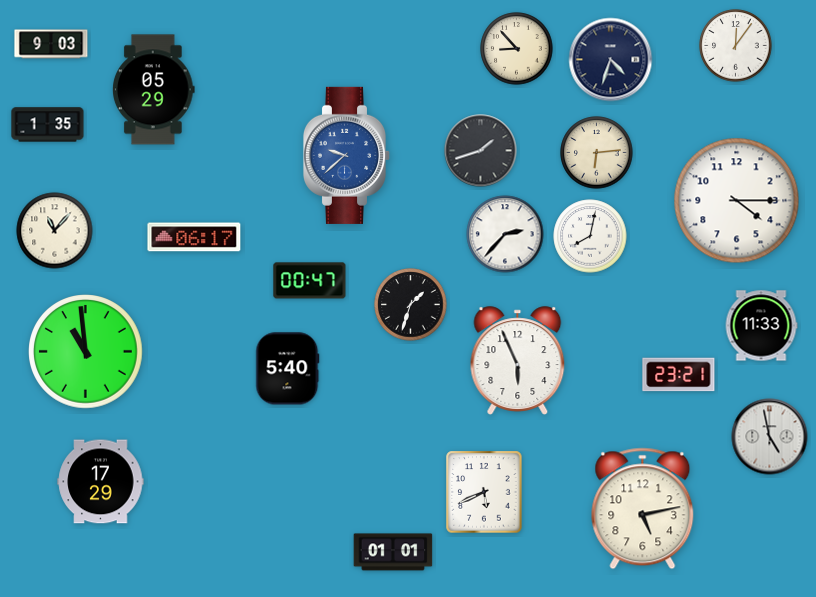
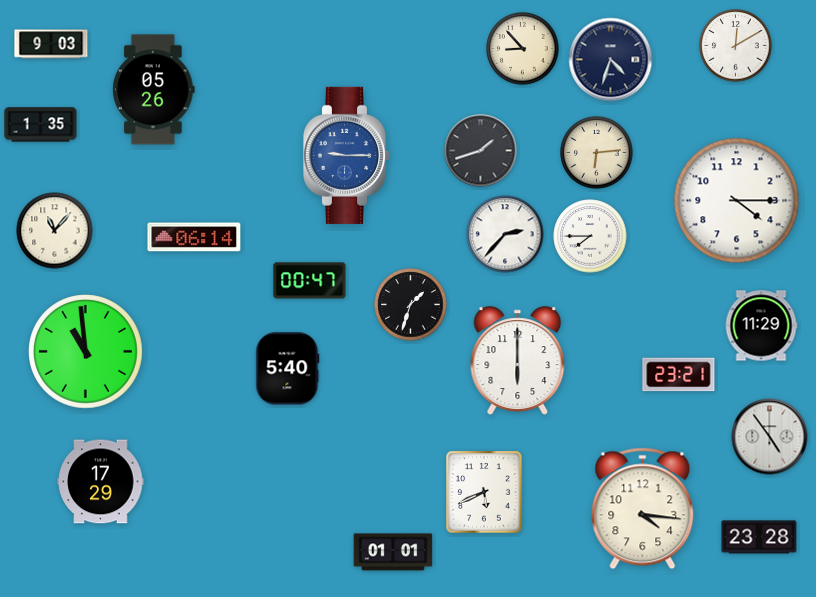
clock at (736, 46): 12:06 -> 12:10
clock at (517, 49) position: (517, 49) -> (523, 49)
clock at (154, 90): 05:29 -> 05:26
clock at (48, 125) position: (48, 125) -> (41, 125)
clock at (347, 155): 9:38 -> 9:15
clock at (590, 236): 8:02 -> 7:45
clock at (194, 237): 06:17 -> 06:14
clock at (761, 326): 11:33 -> 11:29
clock at (518, 361): 5:56 -> 6:00
clock at (770, 437): 4:58 -> 4:54
clock at (643, 509): 5:13 -> 4:16
clock at (759, 537): none -> 23:28
